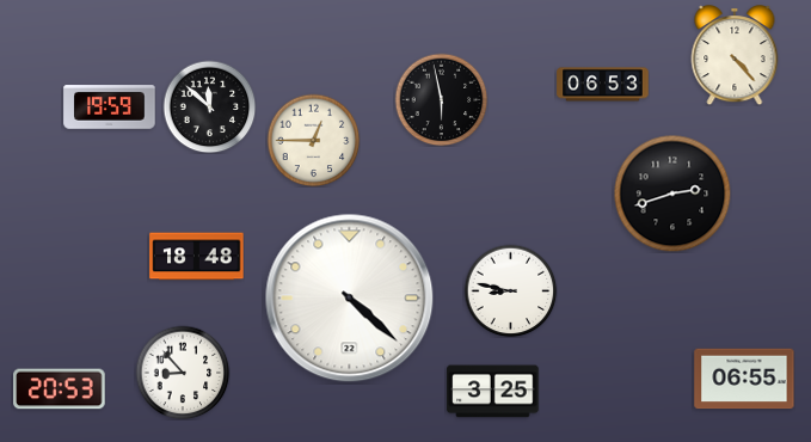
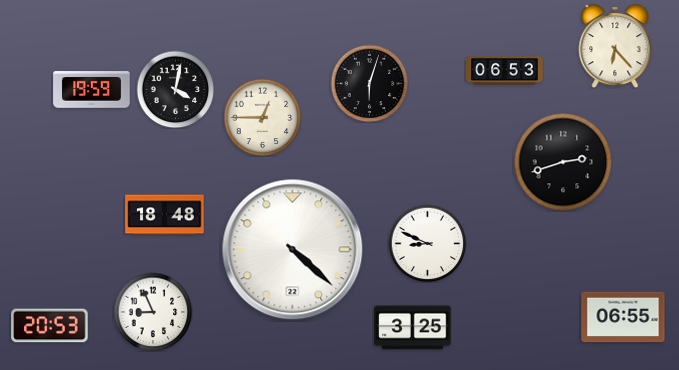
clock at (735, 55): 4:23 -> 6:23
clock at (441, 99): 5:58 -> 6:03
clock at (209, 106): 11:52 -> 4:02
clock at (510, 290): 8:47 -> 8:49
clock at (183, 373): 8:53 -> 8:56
